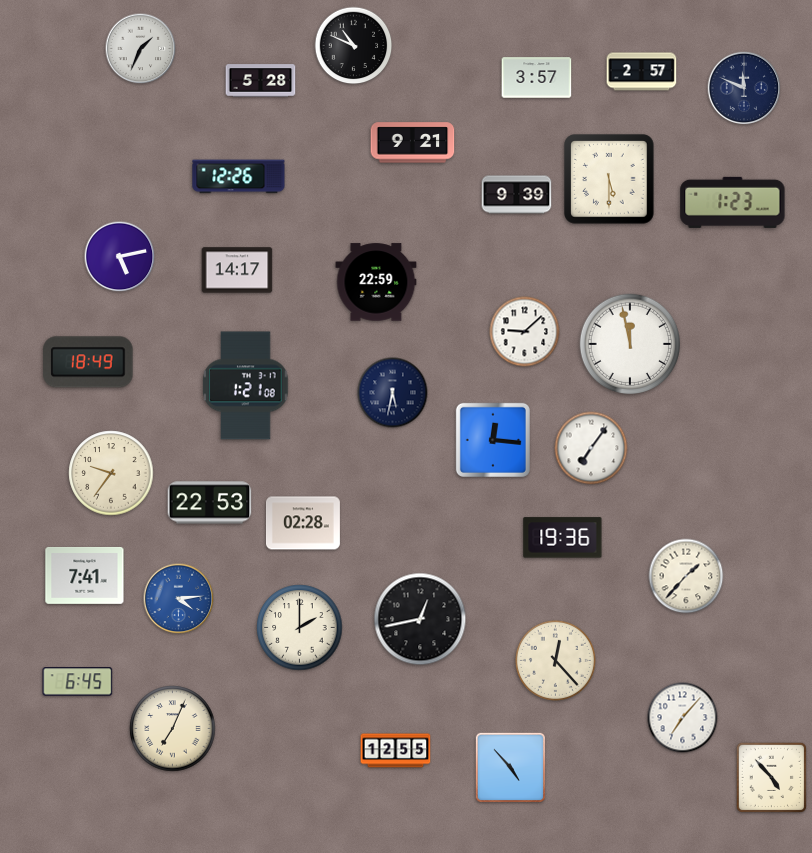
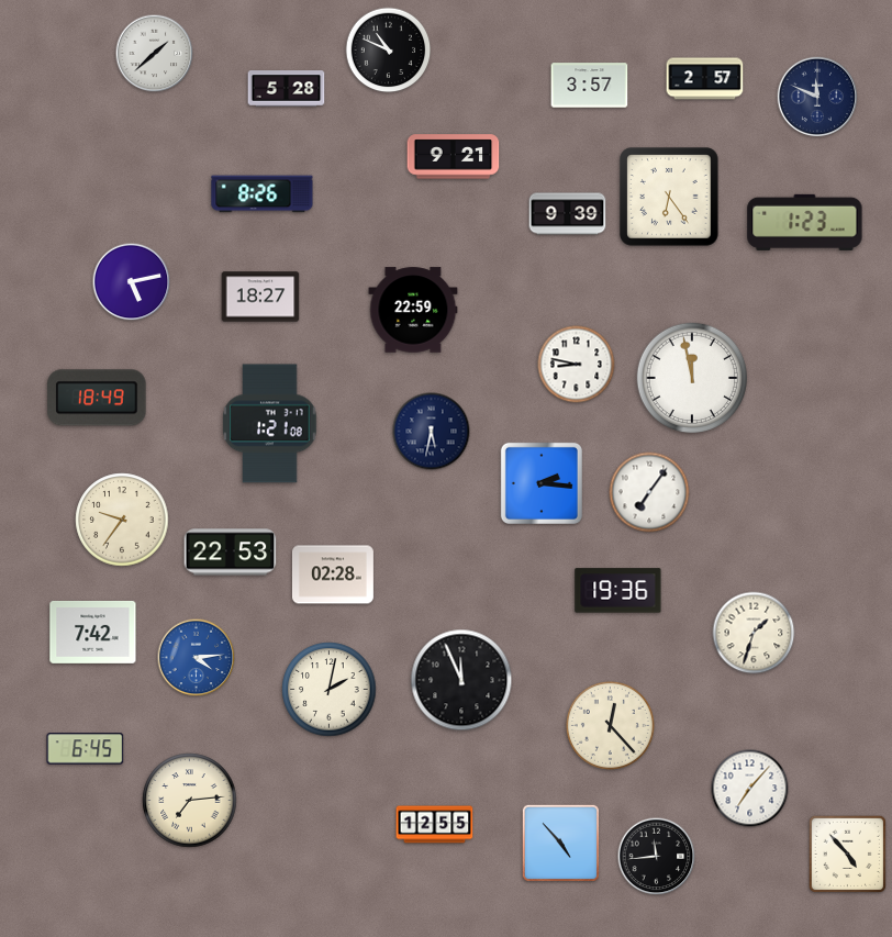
clock at (141, 49): 1:34 -> 1:38
clock at (239, 177): 12:26 -> 8:26
clock at (609, 179): 5:30 -> 6:24
clock at (237, 270): 14:17 -> 18:27
clock at (525, 332): 9:08 -> 8:47
clock at (493, 440): 12:16 -> 2:16
clock at (85, 575): 7:41 -> 7:42
clock at (686, 576): 1:37 -> 1:33
clock at (420, 619): 12:43 -> 11:56
clock at (300, 628): 2:00 -> 2:02
clock at (173, 729): 7:04 -> 7:14
clock at (657, 857): none -> 11:44
